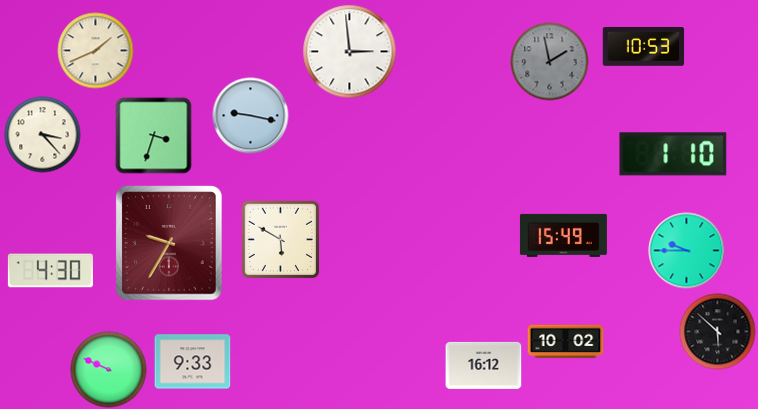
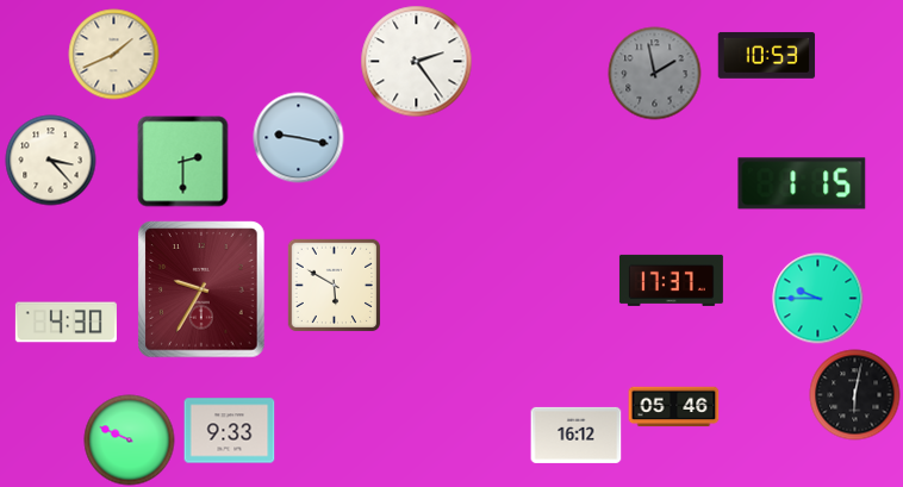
clock at (96, 51) position: (96, 51) -> (114, 55)
clock at (350, 52): 2:59 -> 2:24
clock at (154, 136): 3:33 -> 2:30
clock at (673, 154): 1:10 -> 1:15
clock at (563, 235): 15:49 -> 17:37
clock at (50, 271) position: (50, 271) -> (66, 323)
clock at (718, 332): 5:52 -> 6:02
clock at (566, 342): 10:02 -> 05:46
